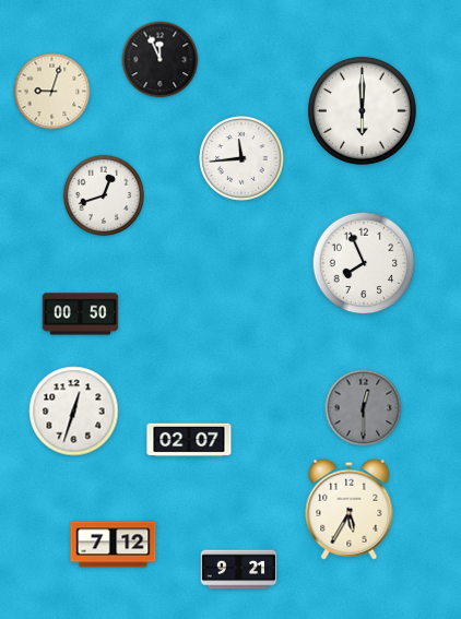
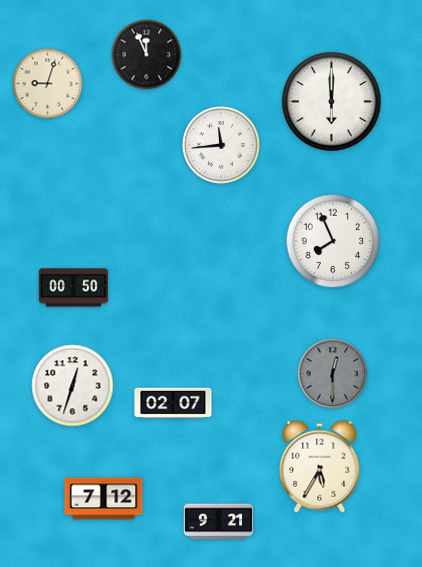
clock at (103, 194): 12:42 -> none
clock at (74, 412) position: (74, 412) -> (73, 386)
